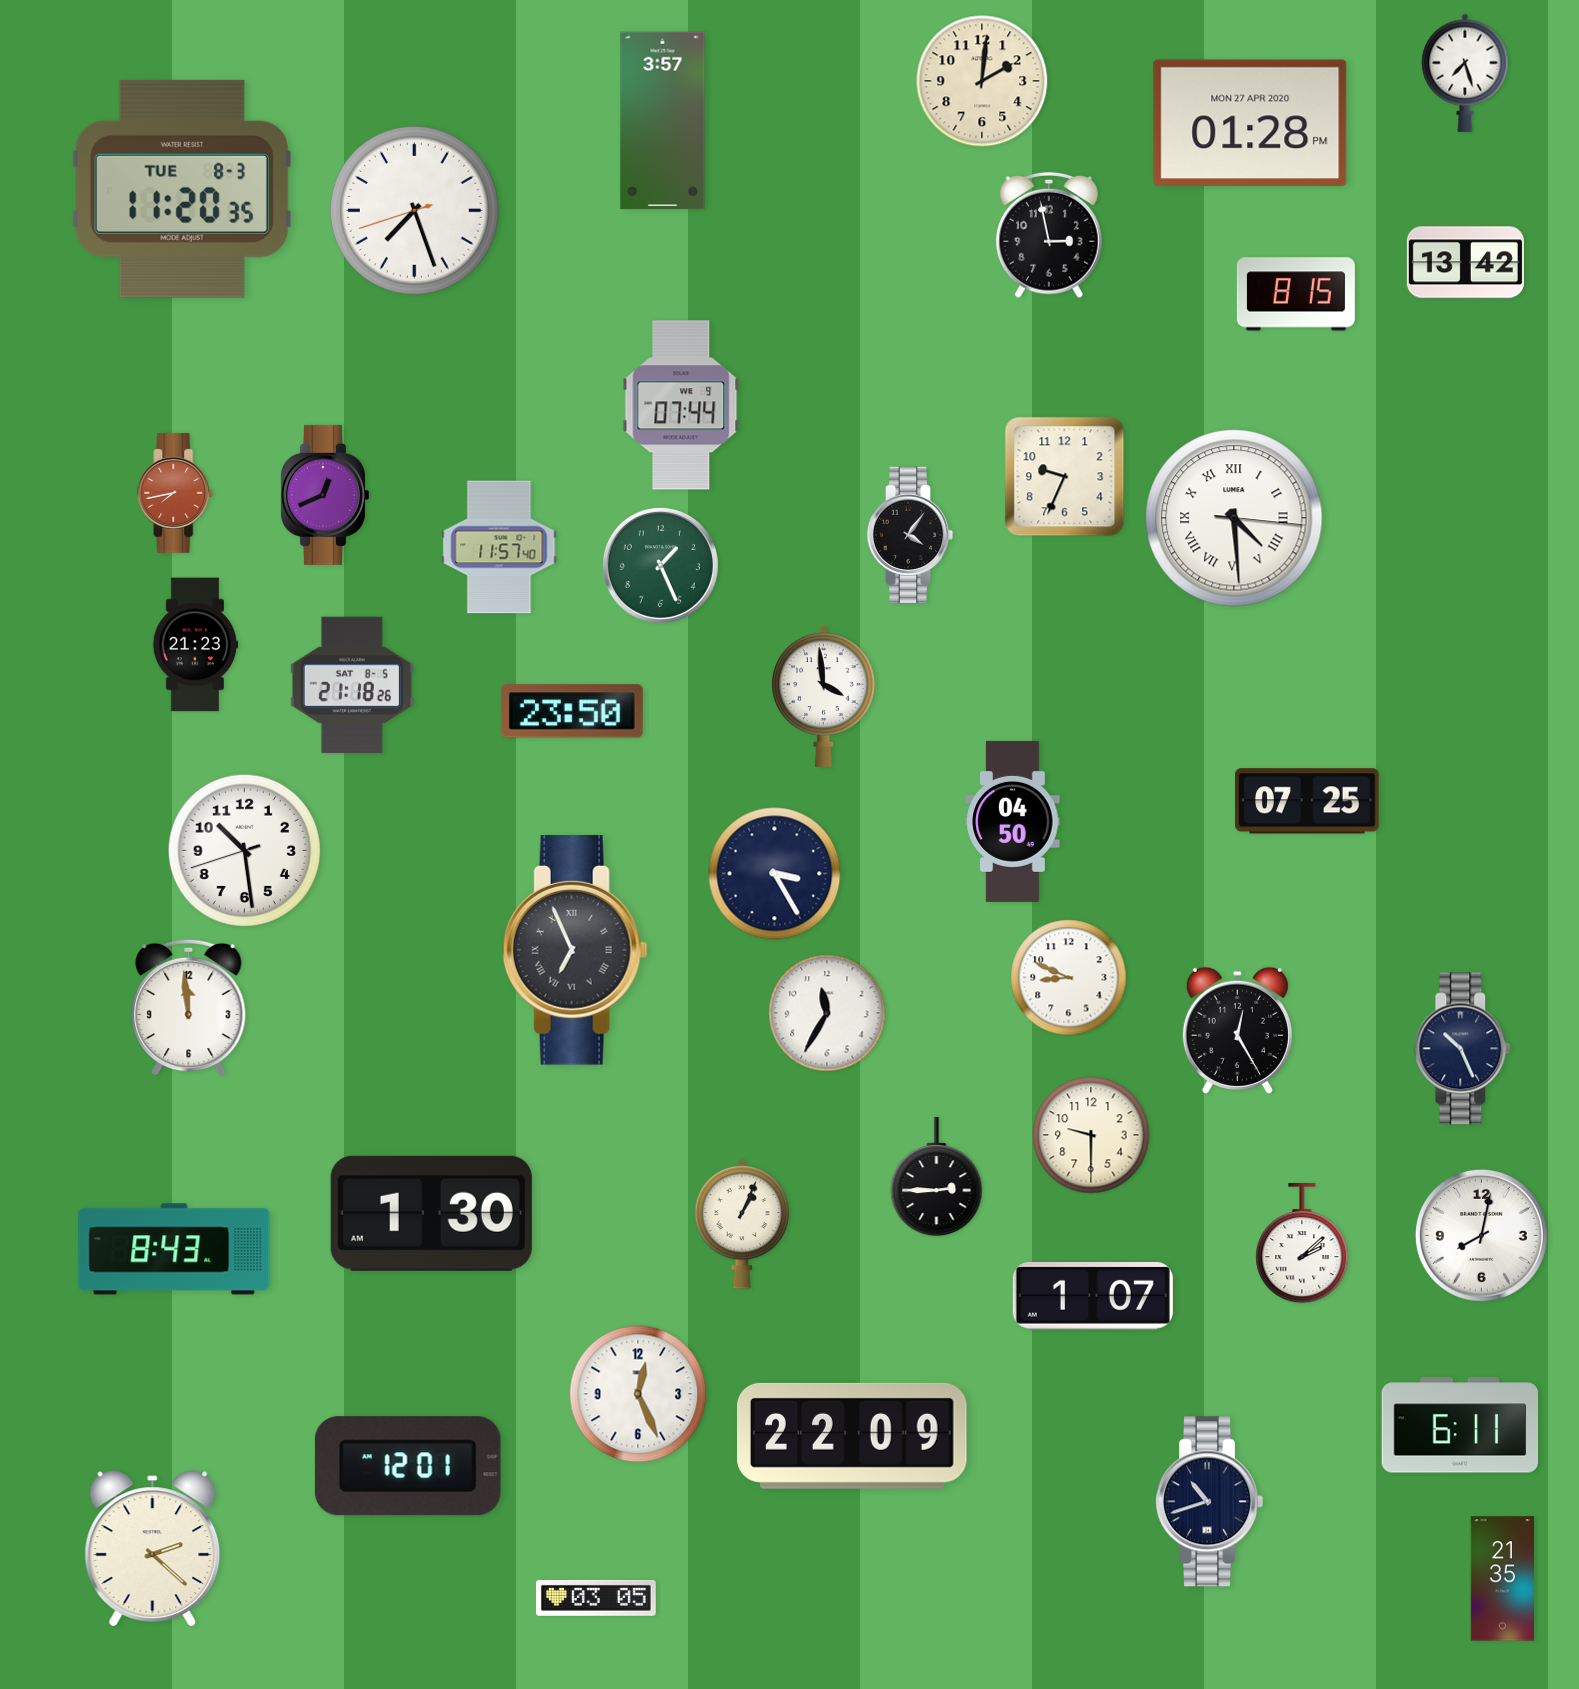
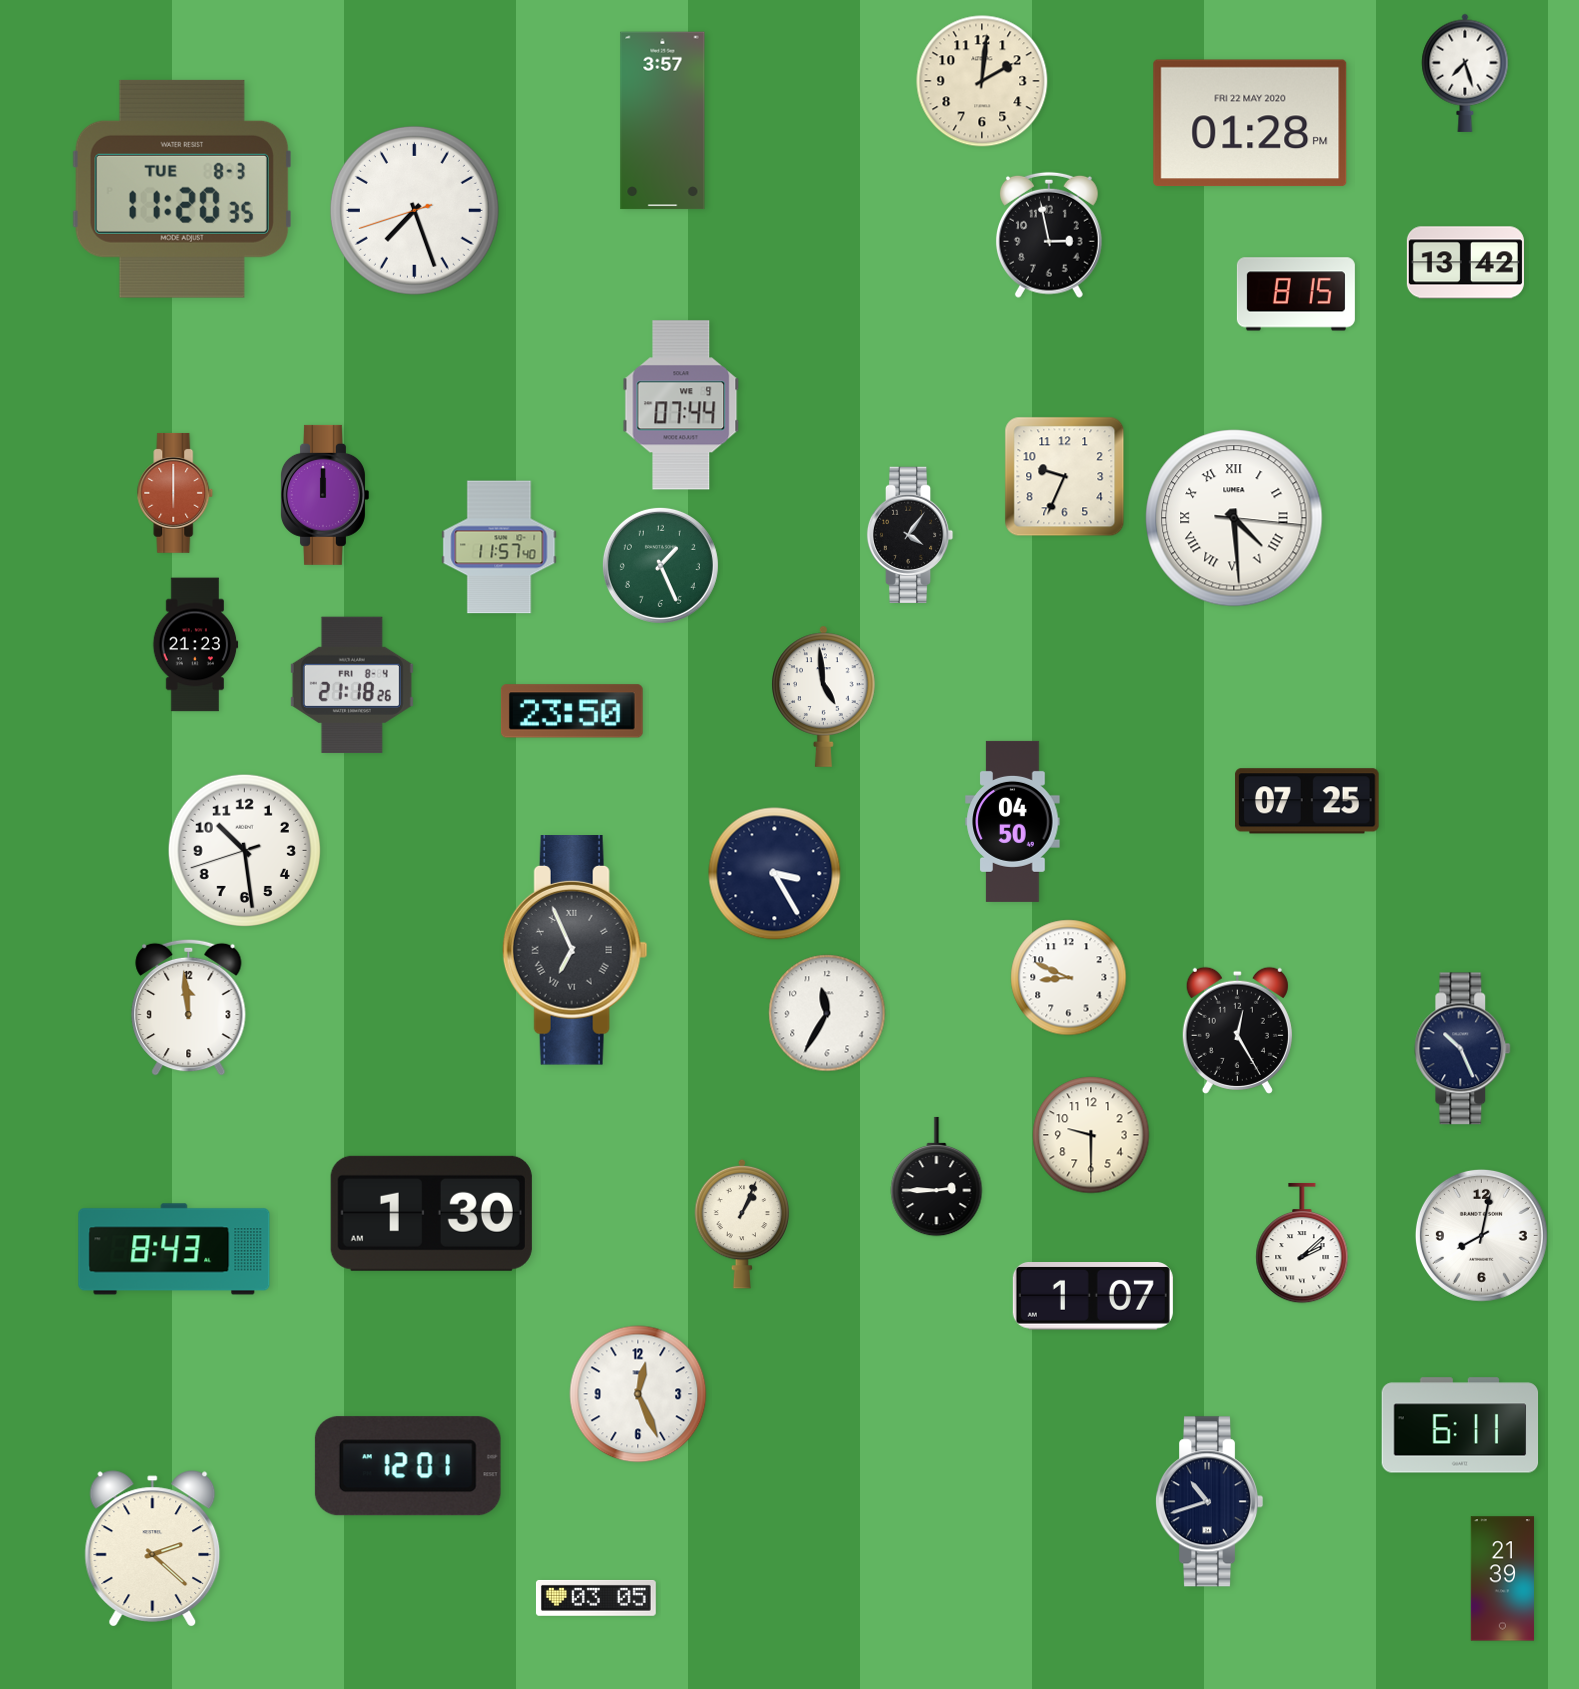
clock at (1250, 123) date: MON 27 APR 2020 -> FRI 22 MAY 2020
clock at (175, 493): 7:43 -> 6:00
clock at (324, 495): 12:41 -> 12:00
clock at (352, 685) date: SAT 8-5 -> FRI 8-4
clock at (824, 696): 3:59 -> 4:59
clock at (853, 1436): 22:09 -> none
clock at (1503, 1579): 21:35 -> 21:39
